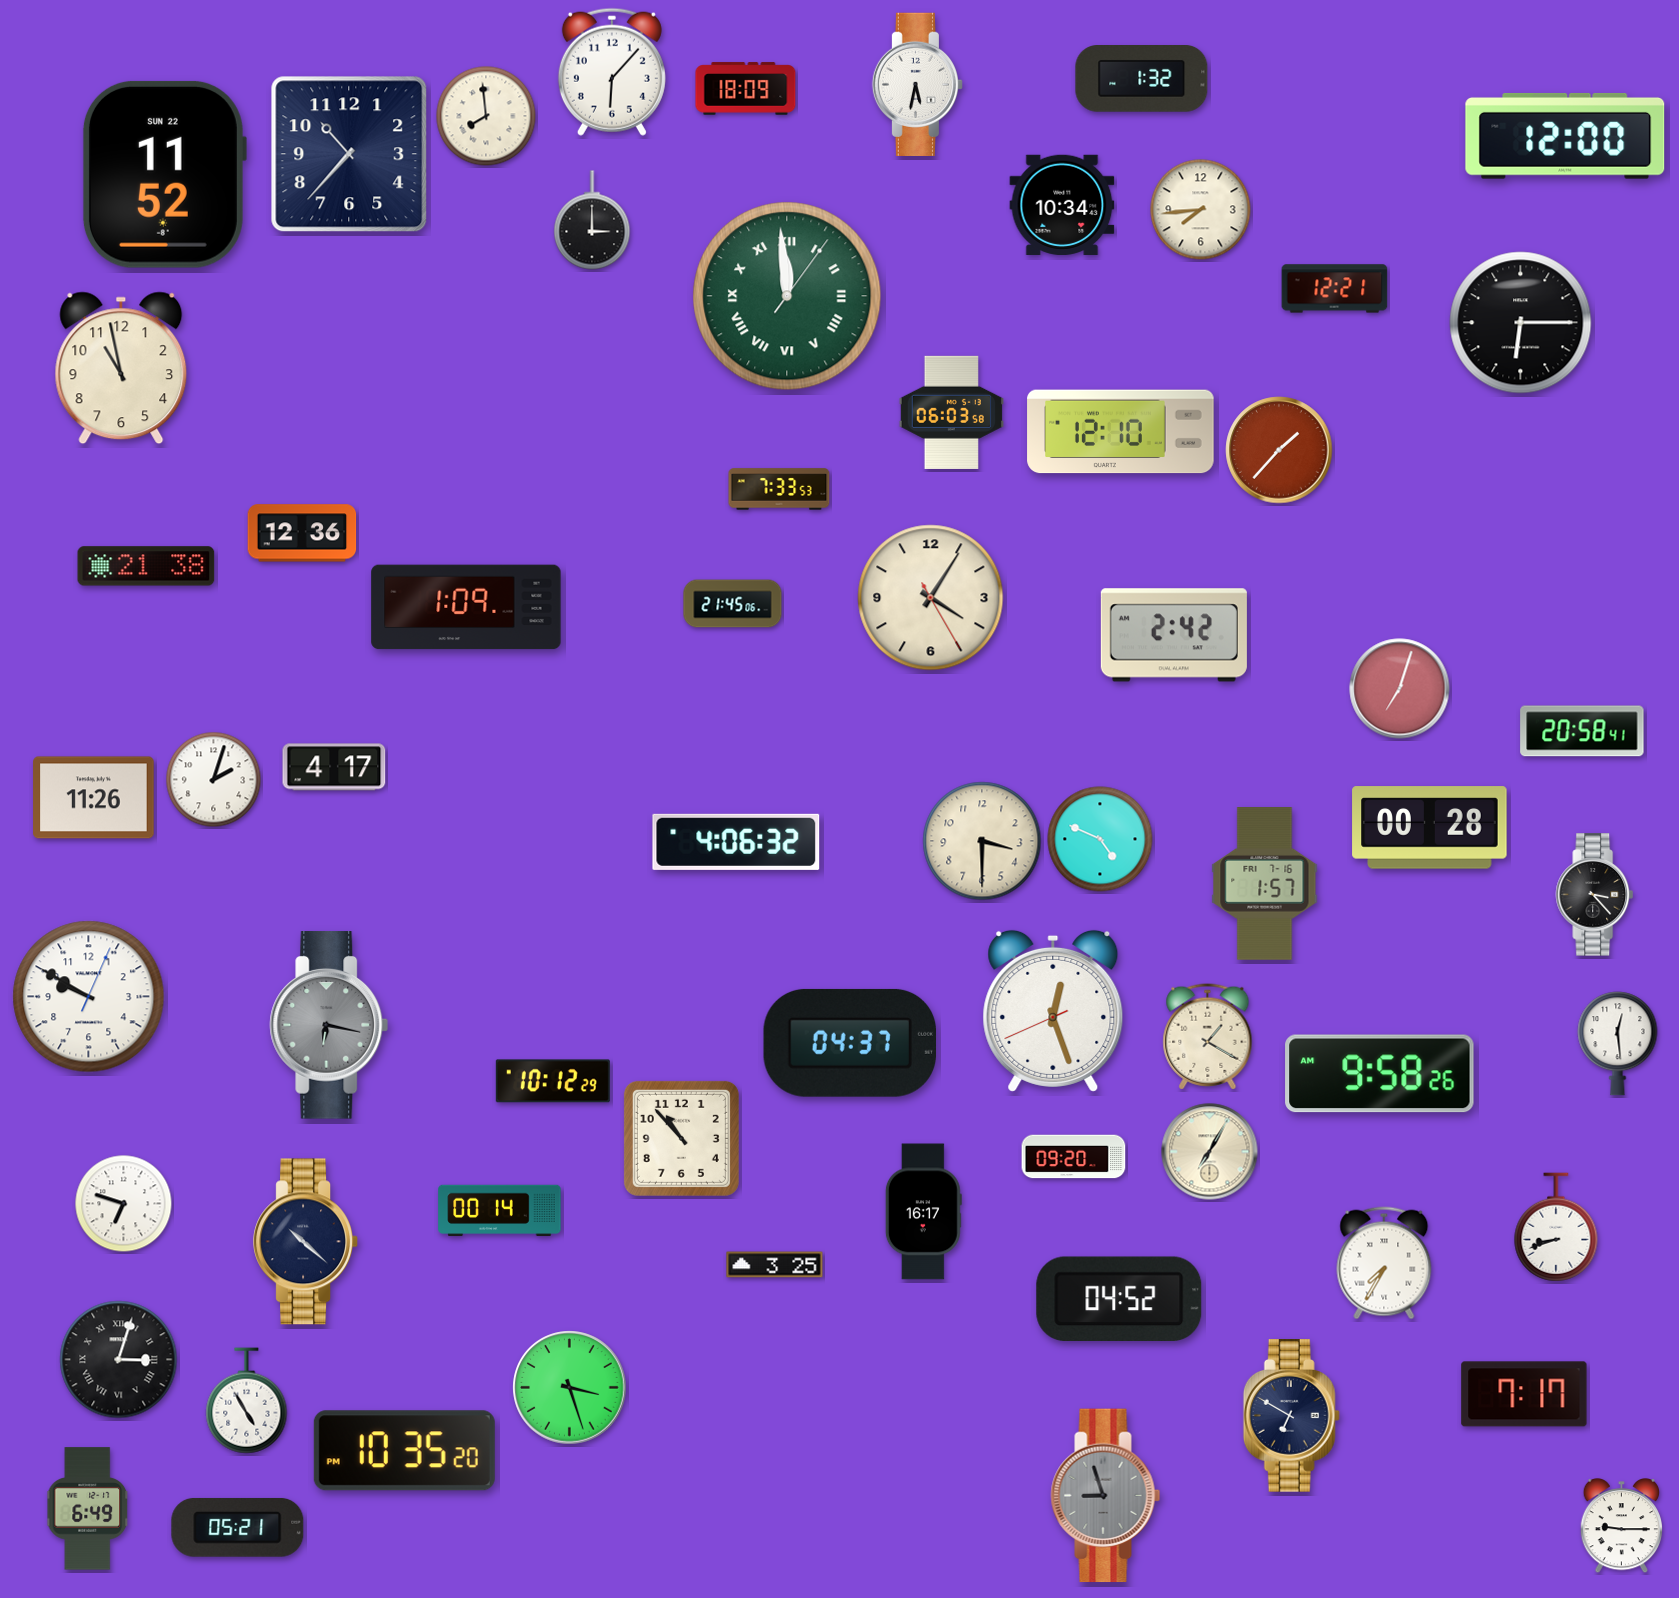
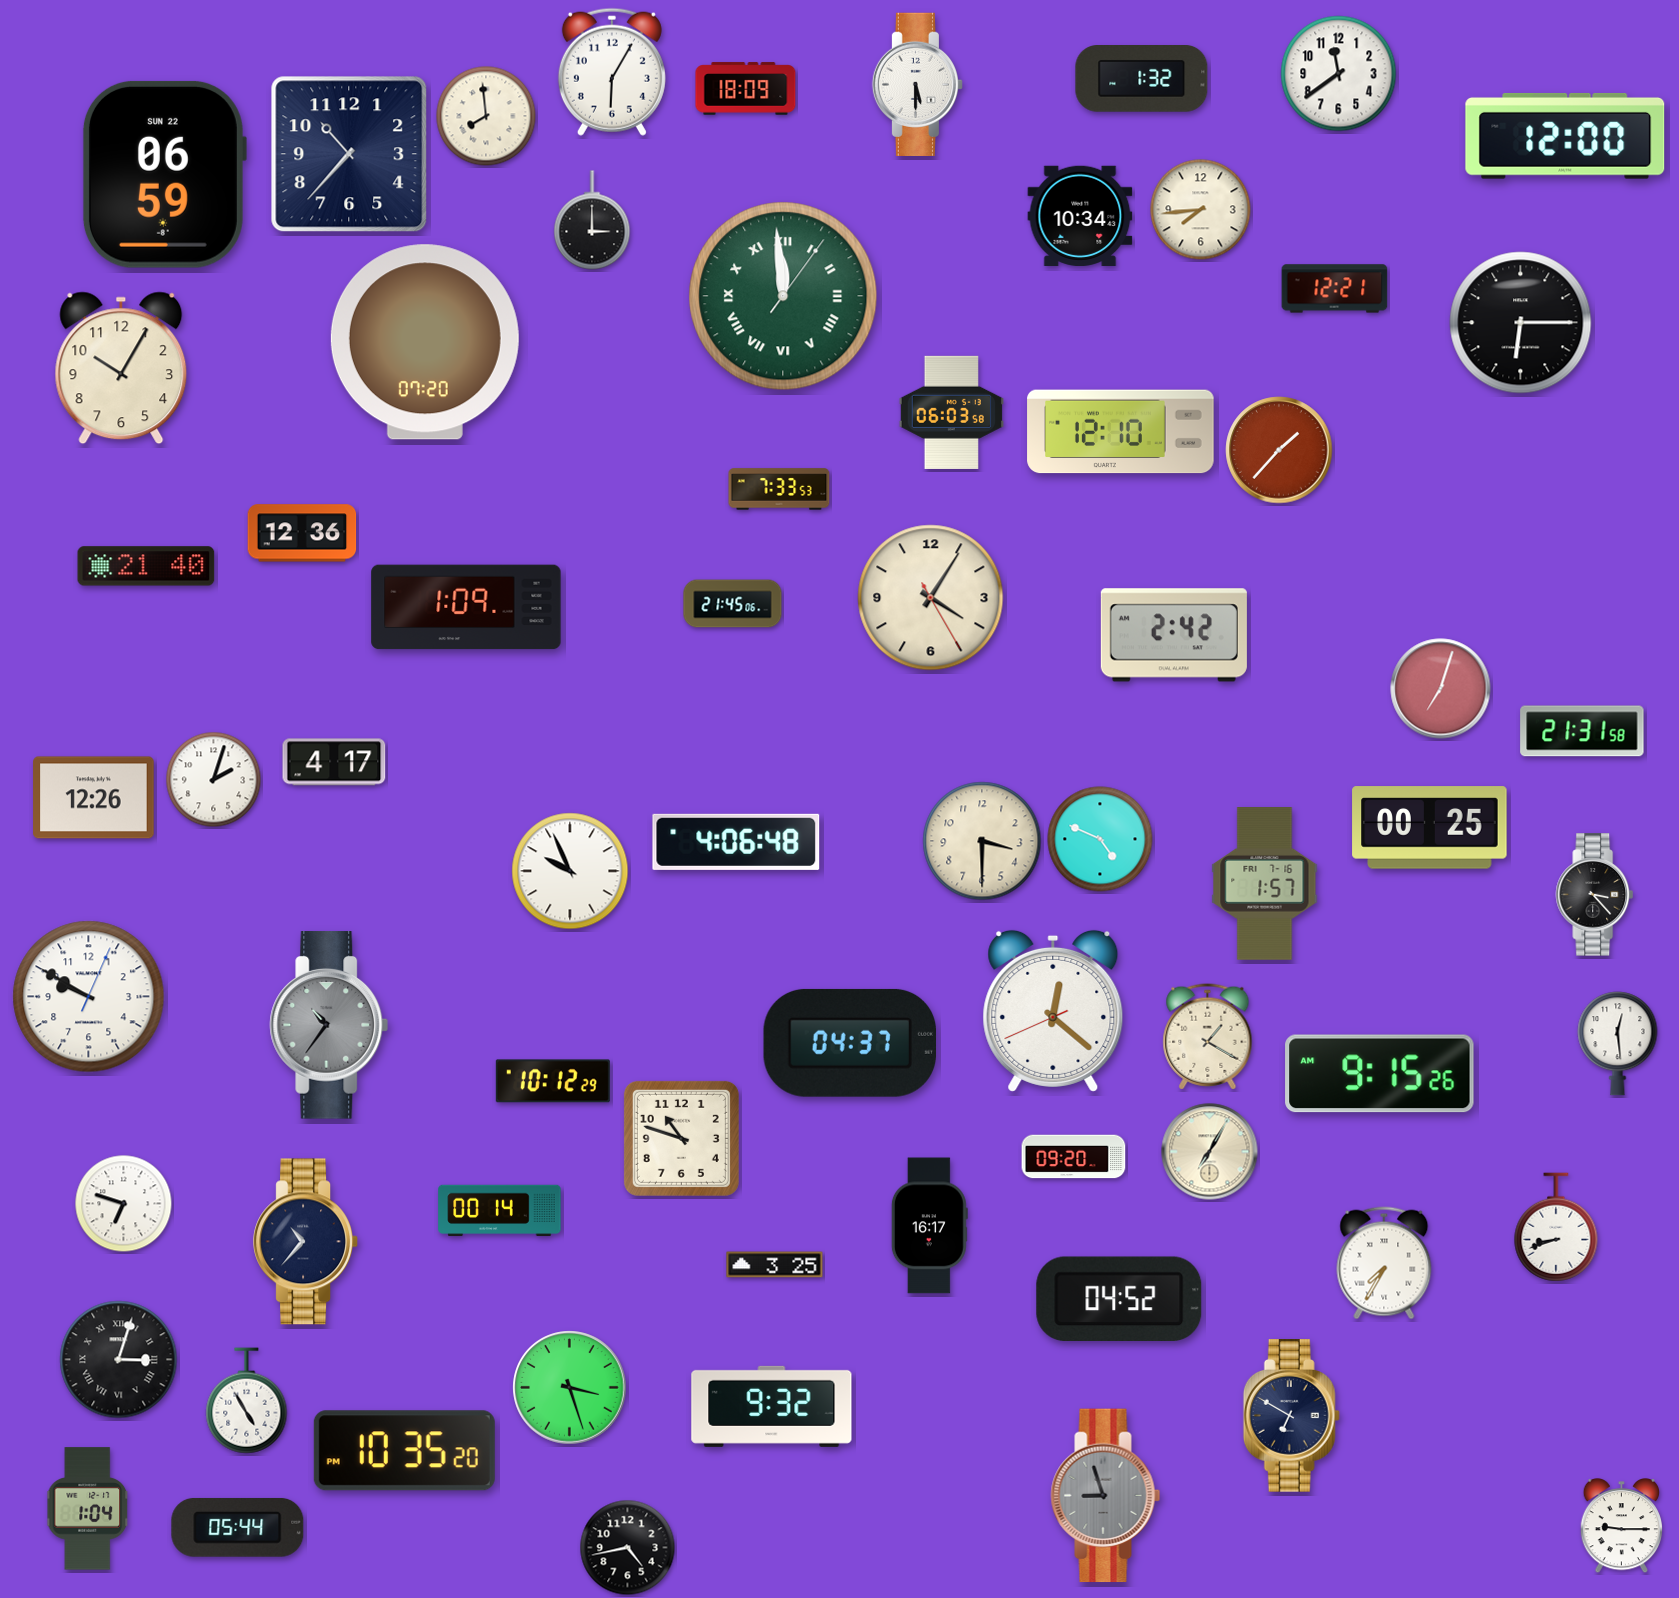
clock at (612, 72): 6:07 -> 6:05
clock at (1339, 74): none -> 11:39
clock at (917, 84): 5:32 -> 5:30
clock at (164, 174): 11:52 -> 06:59
clock at (1062, 205) position: (1062, 205) -> (1080, 216)
clock at (787, 296) position: (787, 296) -> (783, 296)
clock at (425, 342): none -> 07:20
clock at (121, 368): 10:58 -> 10:05
clock at (146, 566): 21:38 -> 21:40
clock at (1400, 689) position: (1400, 689) -> (1441, 689)
clock at (1582, 731): 20:58 -> 21:31
clock at (334, 767) position: (334, 767) -> (334, 762)
clock at (94, 798): 11:26 -> 12:26
clock at (1430, 828): 00:28 -> 00:25
clock at (736, 842): 4:06:32 -> 4:06:48
clock at (570, 871): none -> 9:56
clock at (1053, 1011): 12:26 -> 12:21
clock at (329, 1025): 6:17 -> 10:36
clock at (1380, 1074): 9:58 -> 9:15
clock at (681, 1138): 10:53 -> 10:48
clock at (923, 1212) position: (923, 1212) -> (929, 1226)
clock at (306, 1242): 10:22 -> 10:37
clock at (1524, 1394): 7:17 -> none
clock at (772, 1406): none -> 9:32
clock at (87, 1509): 6:49 -> 1:04
clock at (238, 1527): 05:21 -> 05:44
clock at (628, 1548): none -> 4:43
